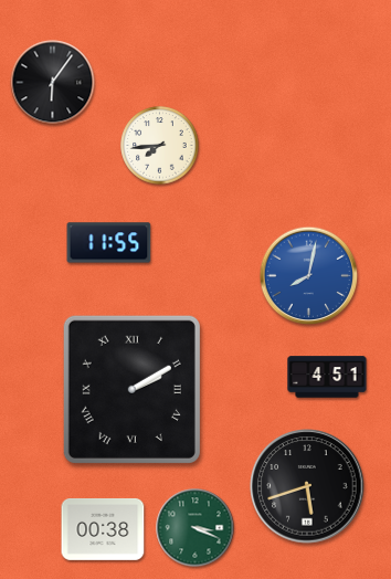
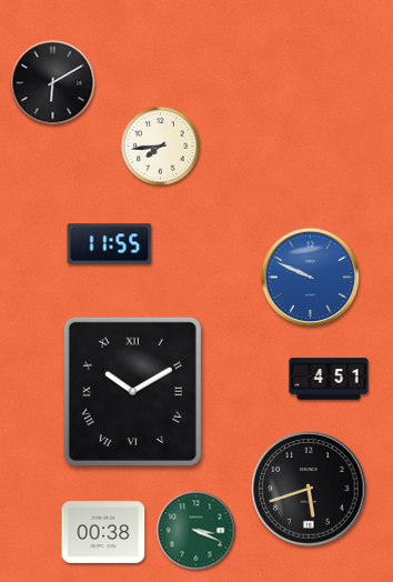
clock at (53, 83): 6:06 -> 6:10
clock at (309, 276): 8:02 -> 9:49
clock at (131, 389): 2:10 -> 10:10
